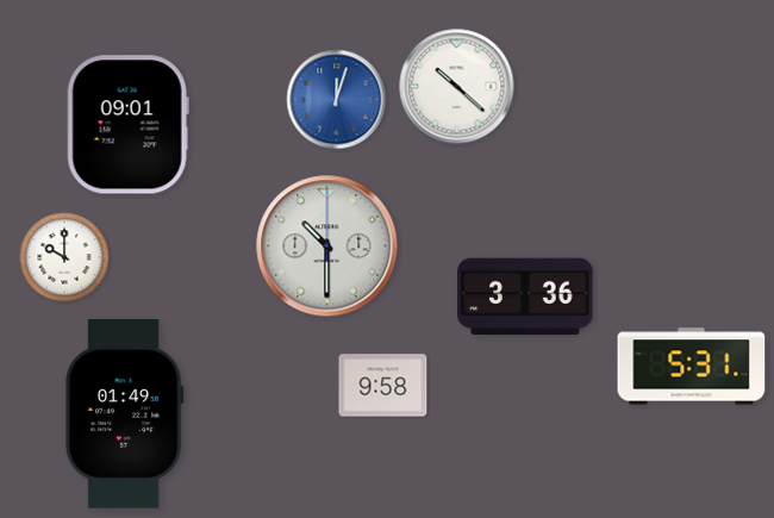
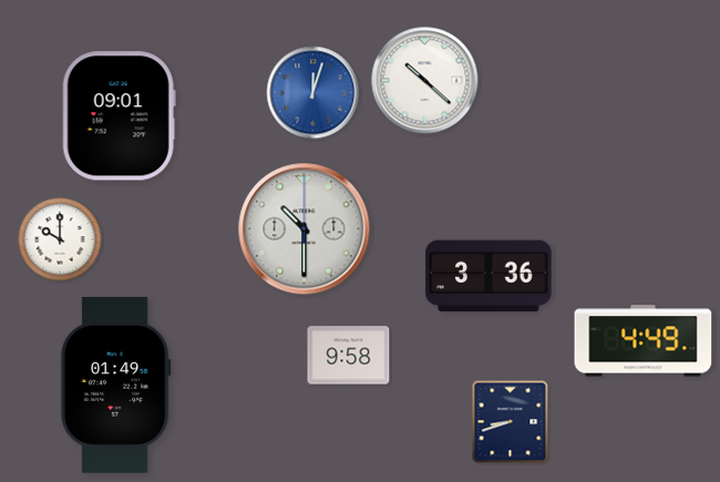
clock at (692, 367): 5:31 -> 4:49
clock at (383, 386) position: (383, 386) -> (349, 356)
clock at (511, 422): none -> 8:42
